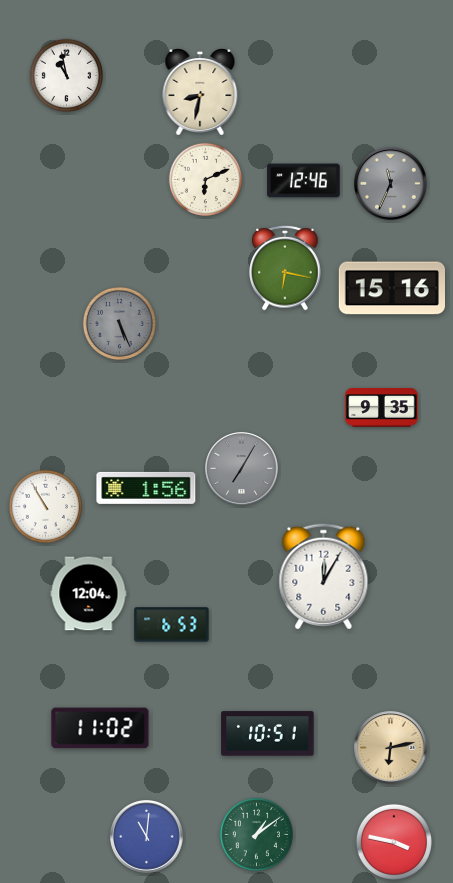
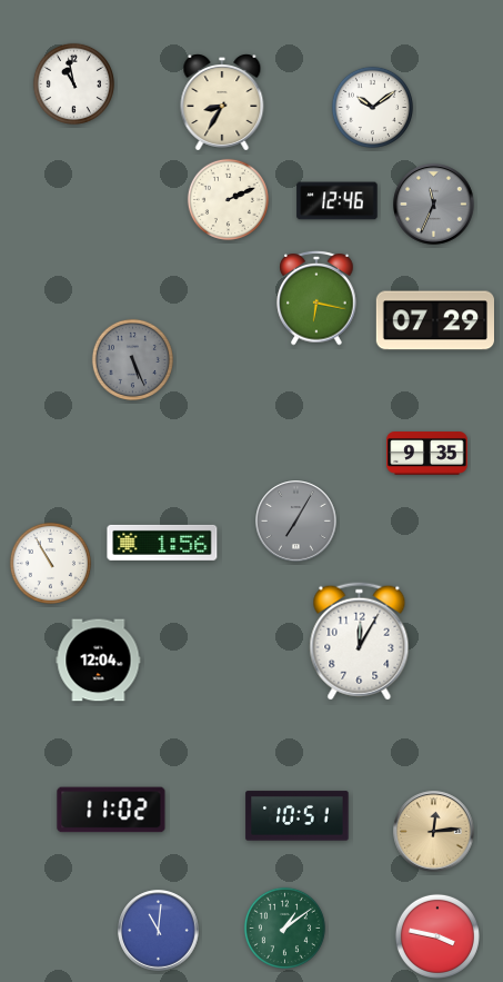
clock at (200, 93): 8:32 -> 8:35
clock at (372, 107): none -> 10:09
clock at (205, 179): 6:11 -> 2:11
clock at (391, 288): 15:16 -> 07:29
clock at (382, 408) position: (382, 408) -> (427, 454)
clock at (242, 469) position: (242, 469) -> (296, 522)
clock at (172, 625): 6:53 -> none
clock at (391, 748): 6:13 -> 12:14
clock at (147, 837) position: (147, 837) -> (159, 931)
